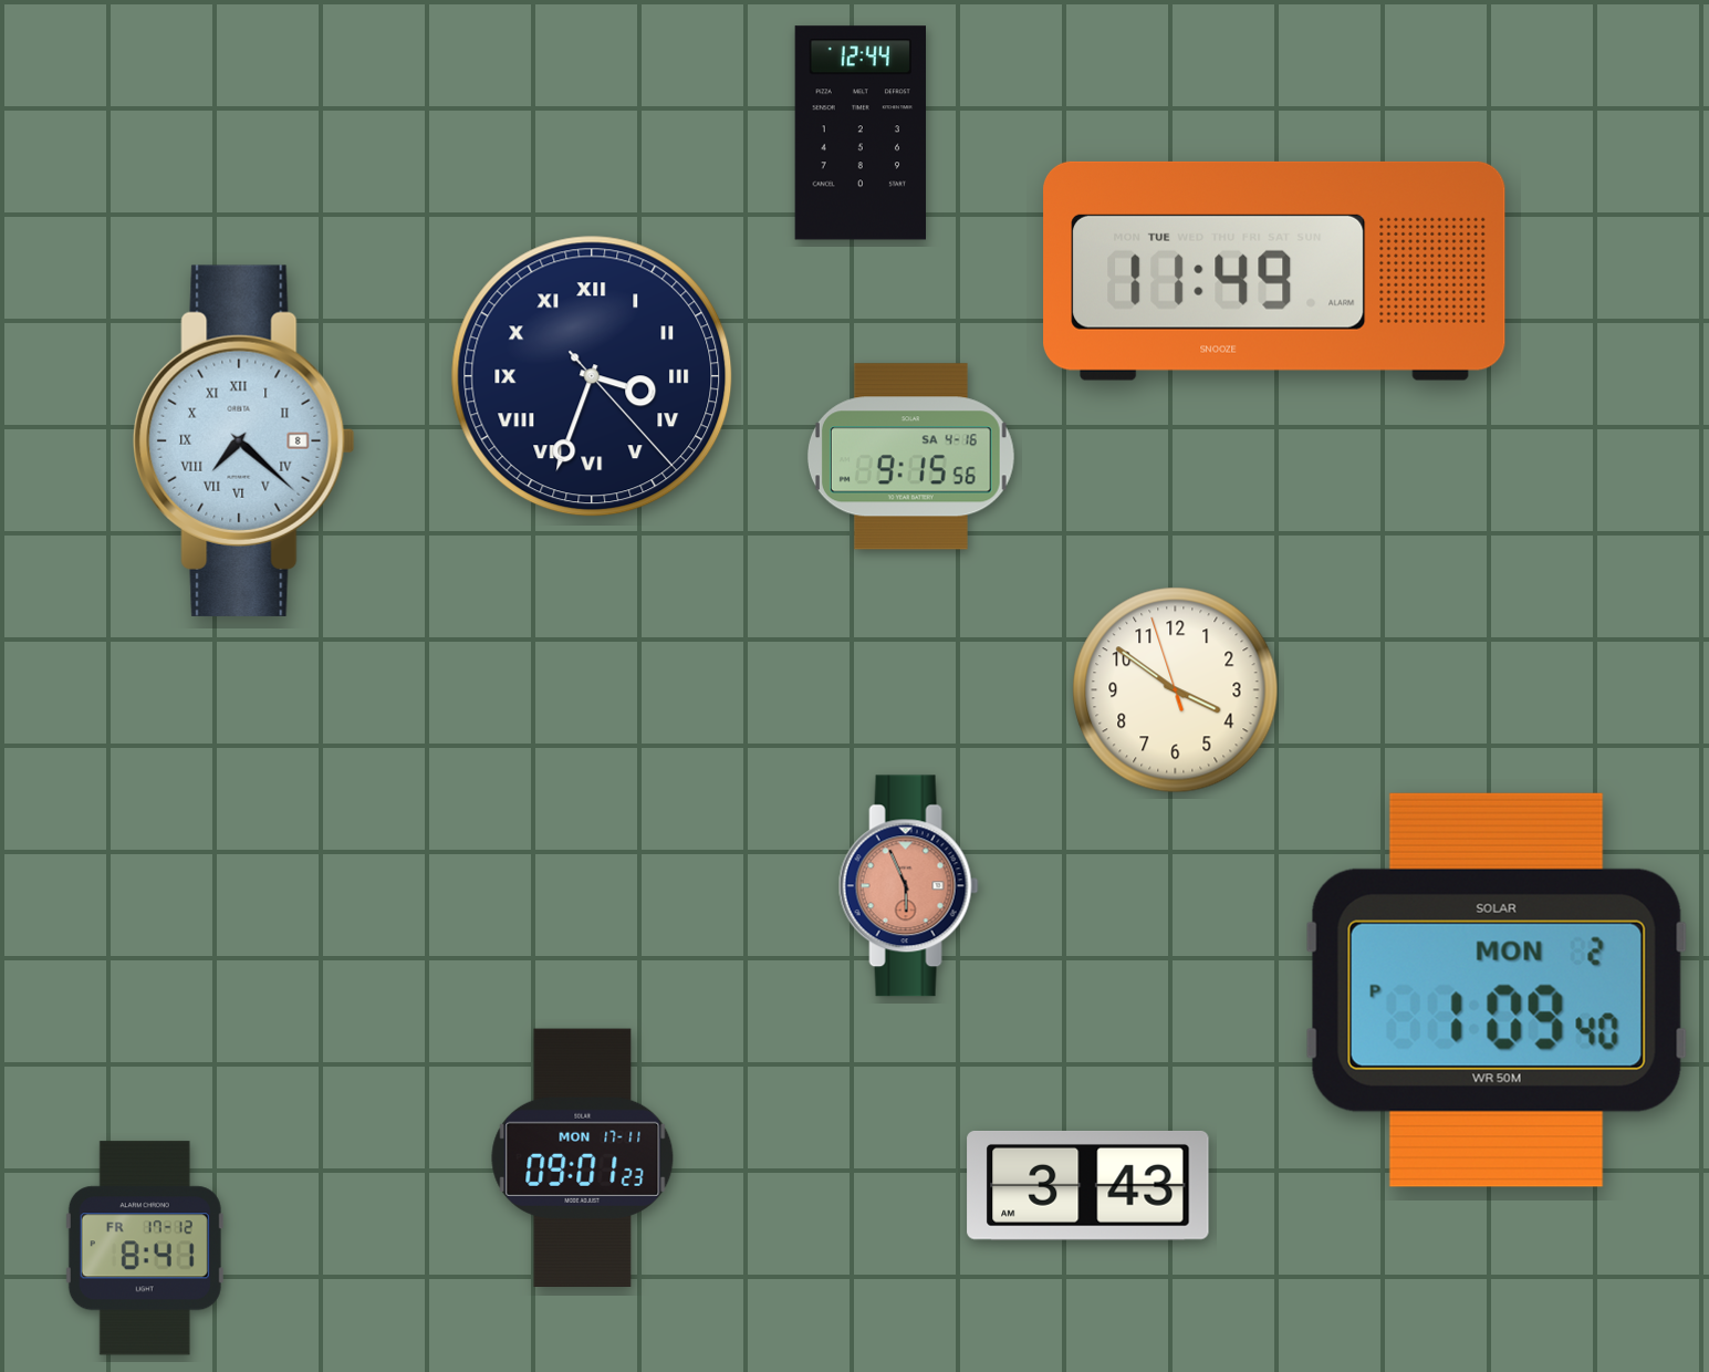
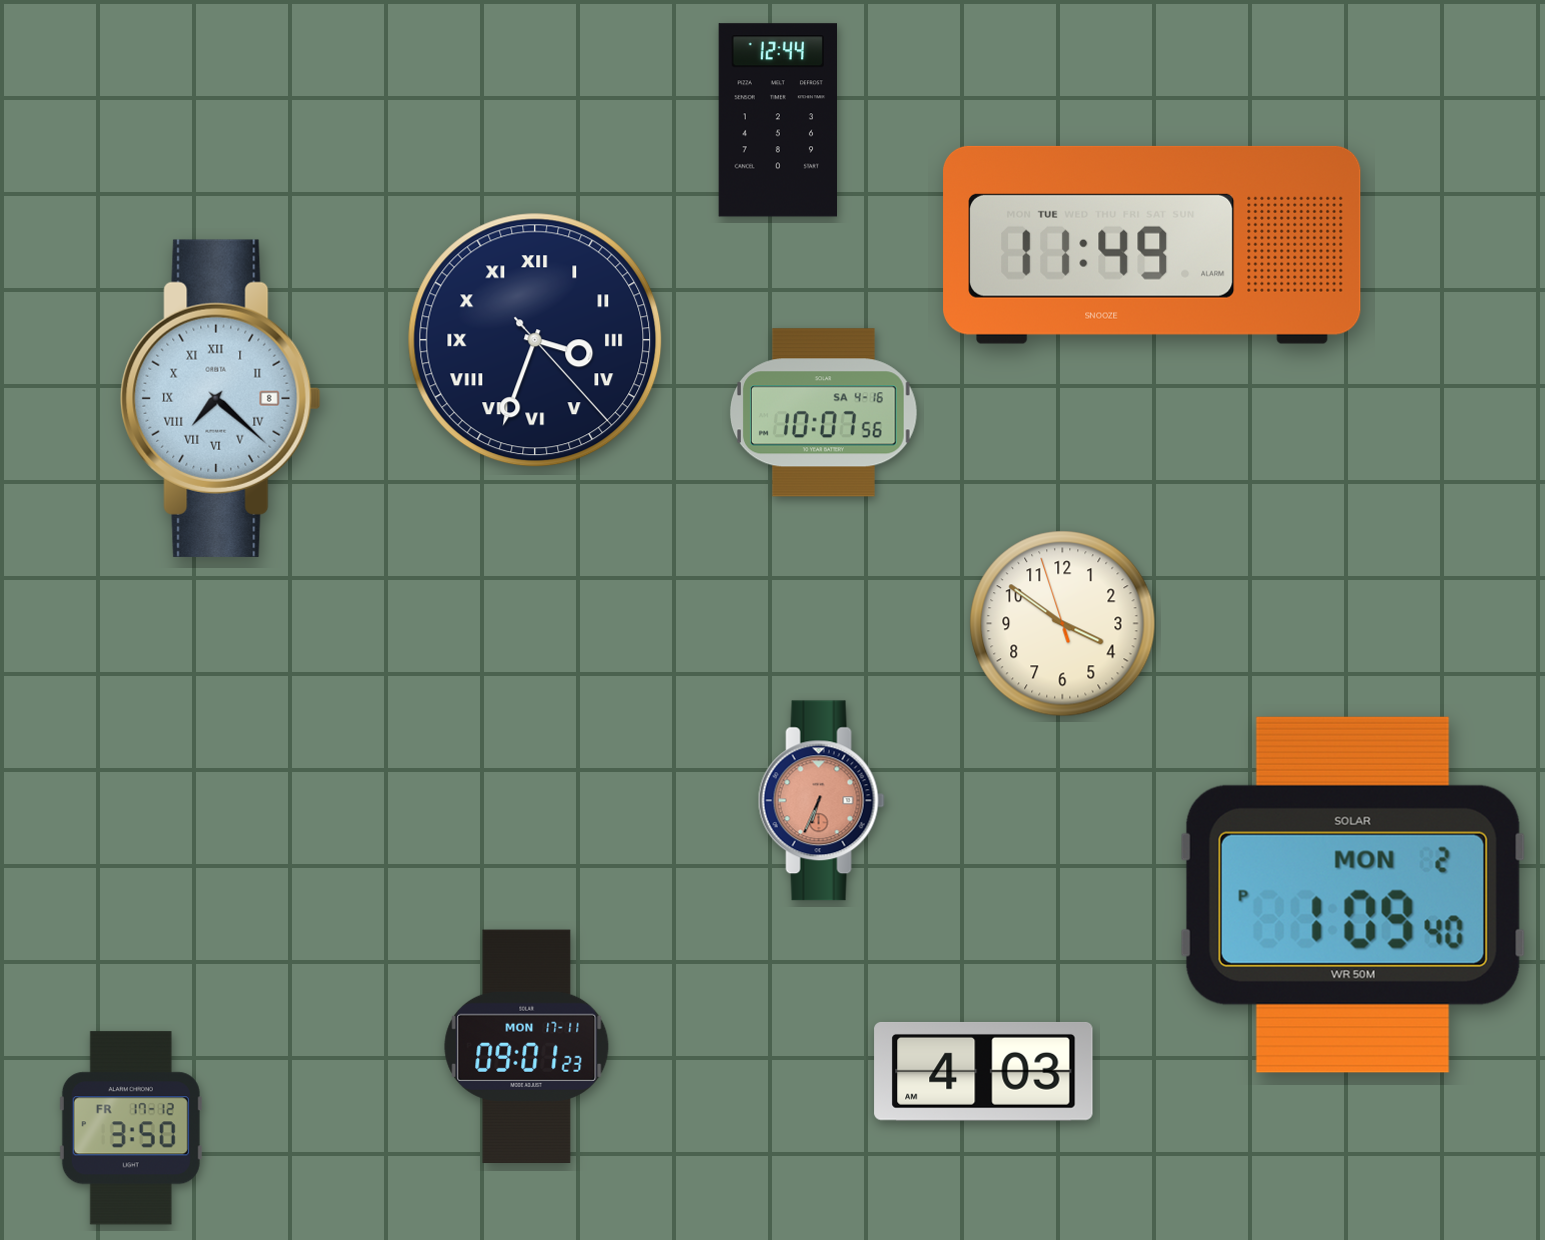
clock at (910, 457): 9:15 -> 10:07
clock at (908, 886): 5:56 -> 6:34
clock at (1088, 1185): 3:43 -> 4:03
clock at (145, 1248): 8:41 -> 3:50
